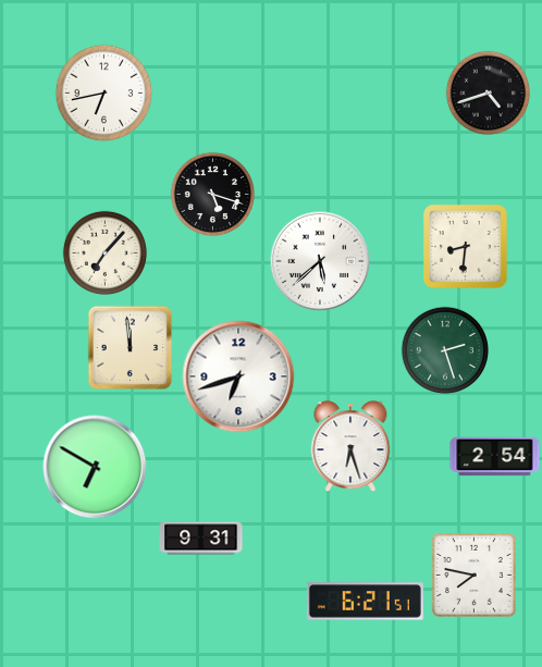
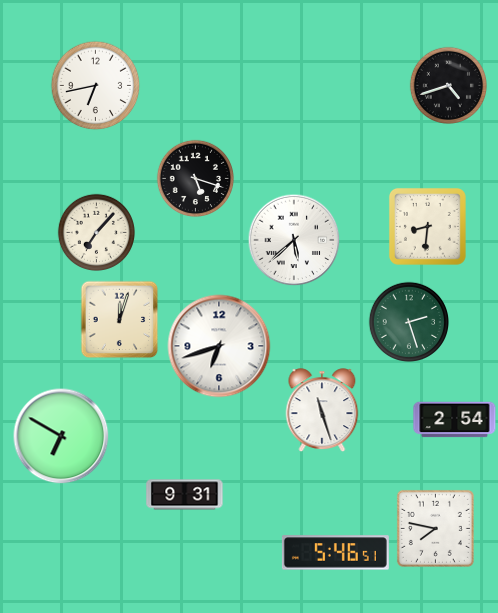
clock at (130, 347): 11:59 -> 12:03
clock at (350, 446): 6:27 -> 11:27
clock at (95, 467) position: (95, 467) -> (61, 436)
clock at (365, 602): 6:21 -> 5:46
